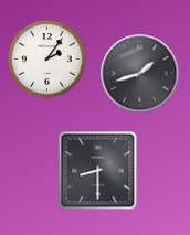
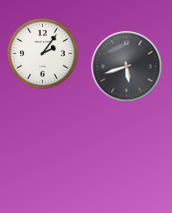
clock at (140, 74): 1:42 -> 5:42
clock at (98, 171): 8:30 -> none
